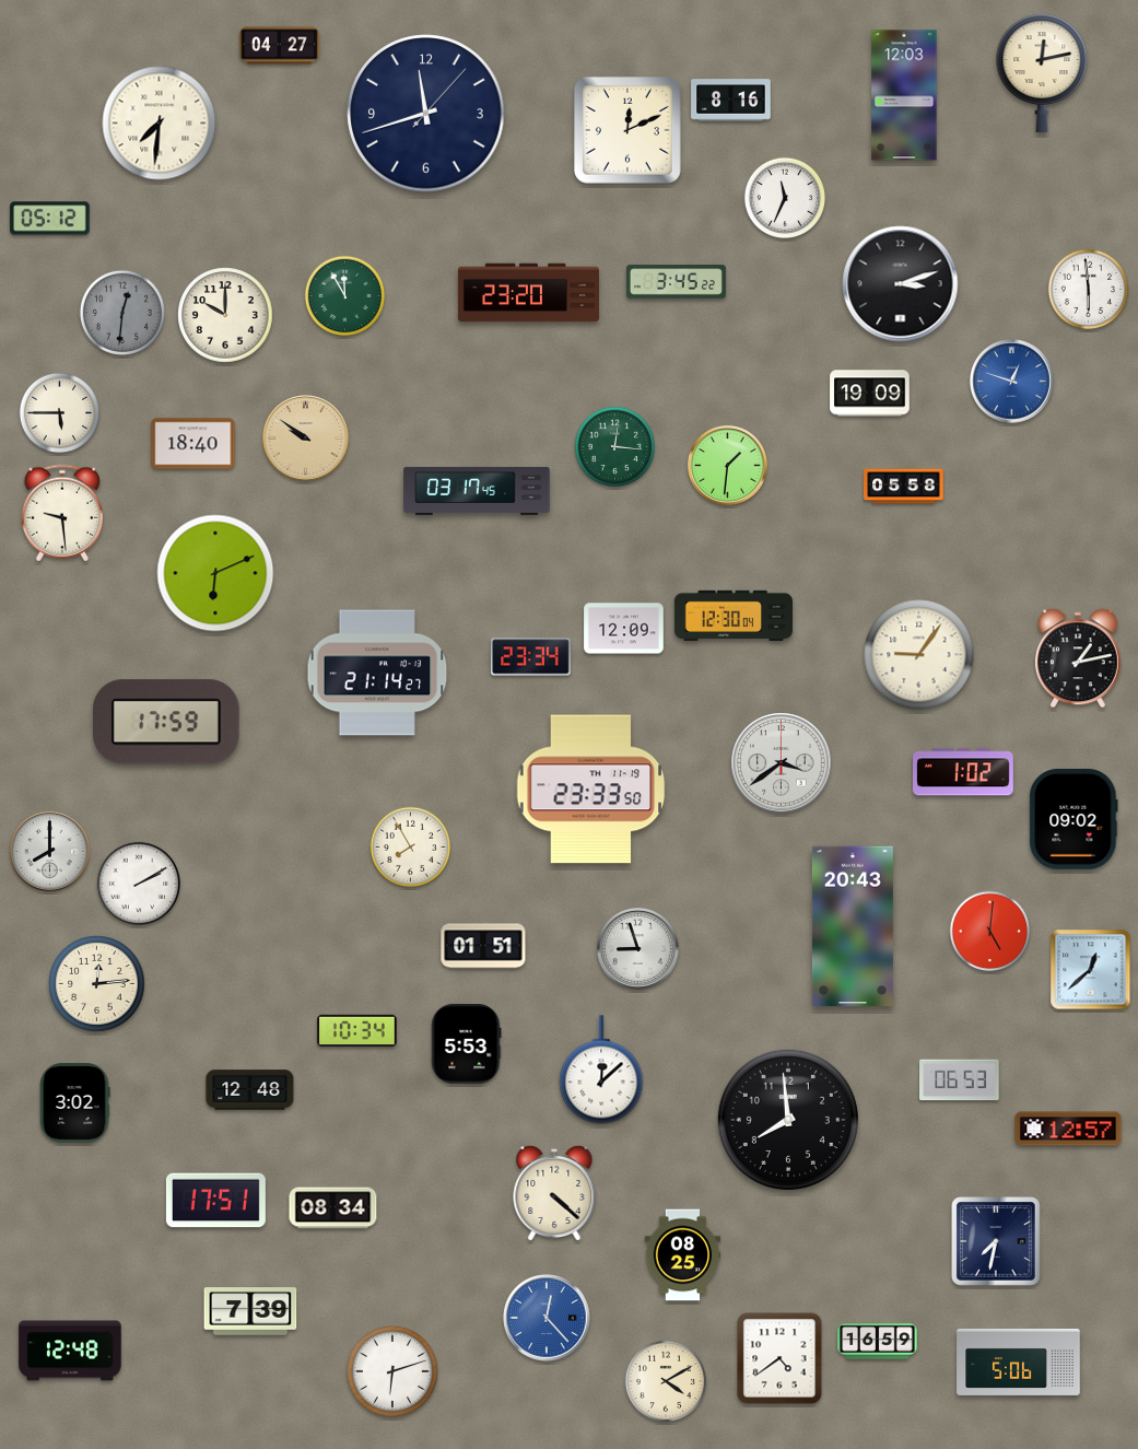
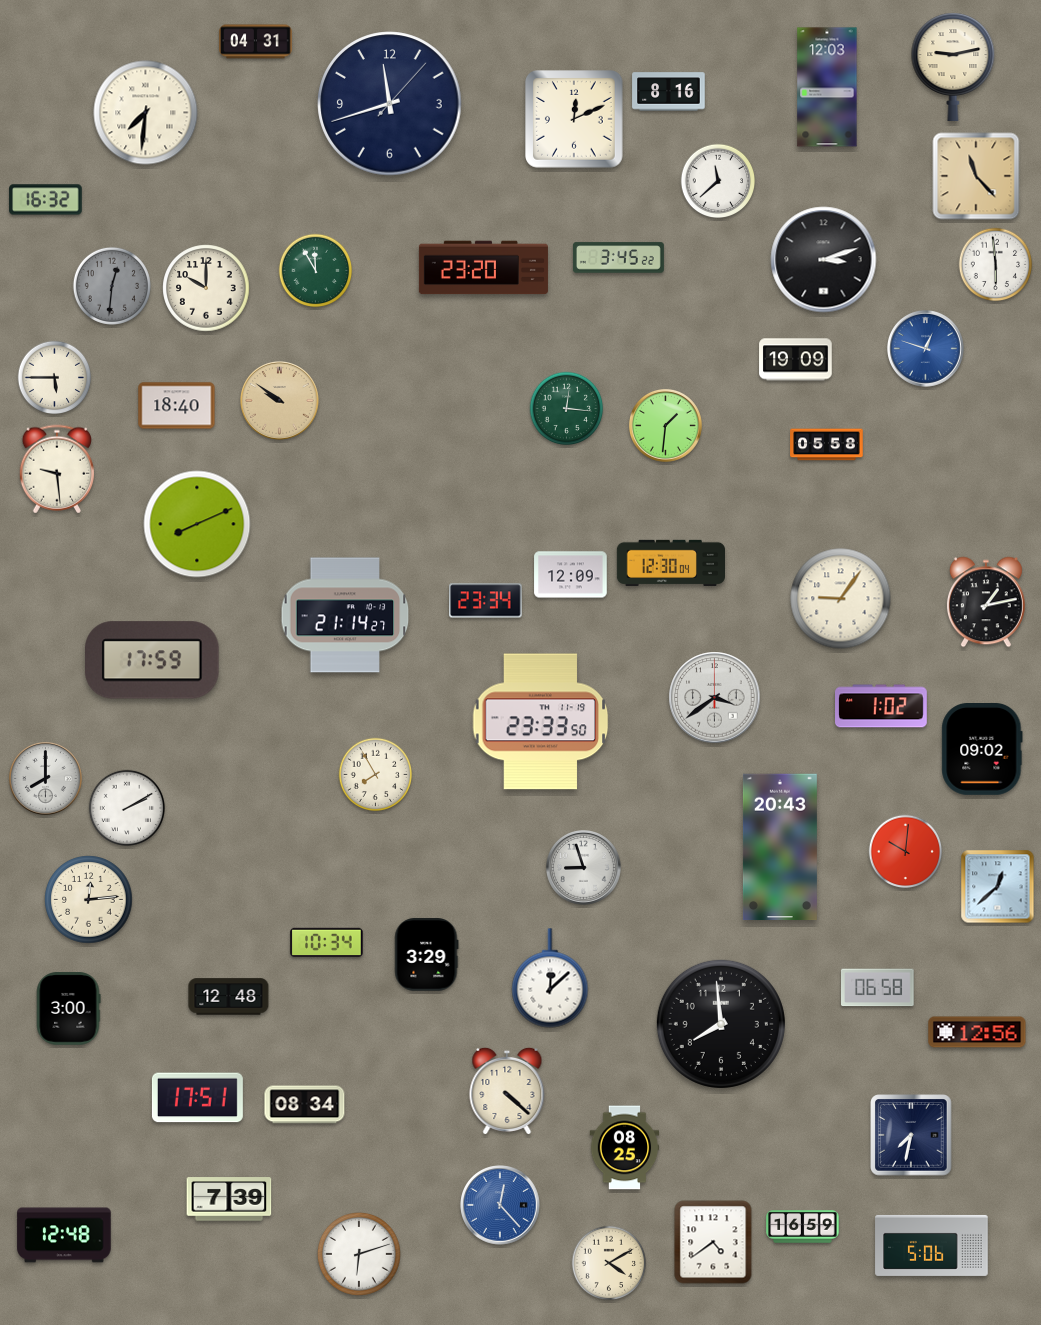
clock at (280, 46): 04:27 -> 04:31
clock at (1042, 73): 12:13 -> 9:13
clock at (976, 176): none -> 11:23
clock at (785, 198): 11:34 -> 11:38
clock at (50, 219): 05:12 -> 16:32
clock at (615, 447) position: (615, 447) -> (567, 409)
clock at (477, 491): 03:17 -> none
clock at (215, 573): 6:11 -> 8:11
clock at (990, 932): 5:01 -> 10:01
clock at (483, 946): 01:51 -> none
clock at (467, 1044): 5:53 -> 3:29
clock at (960, 1080): 06:53 -> 06:58
clock at (74, 1103): 3:02 -> 3:00
clock at (1068, 1129): 12:57 -> 12:56
